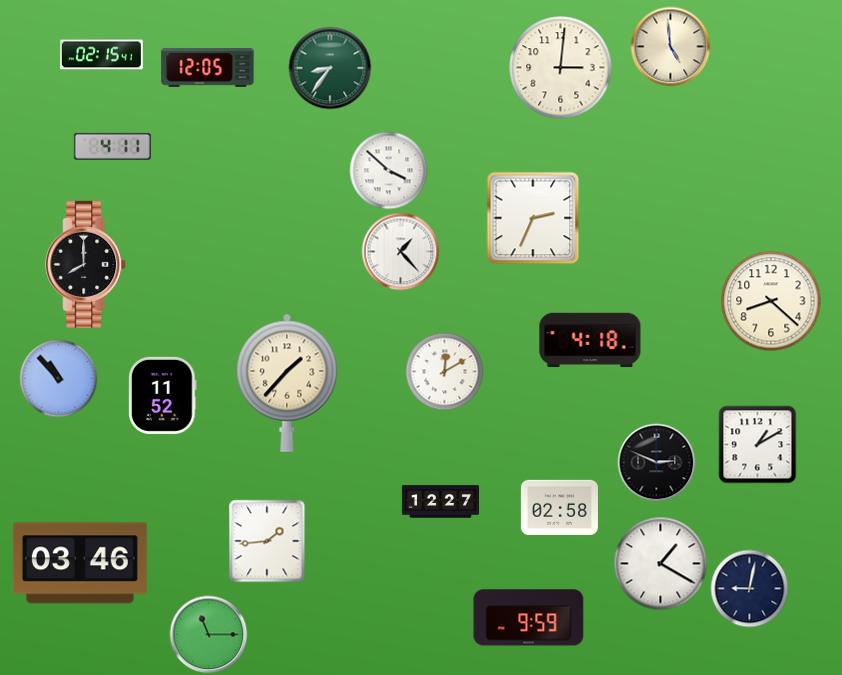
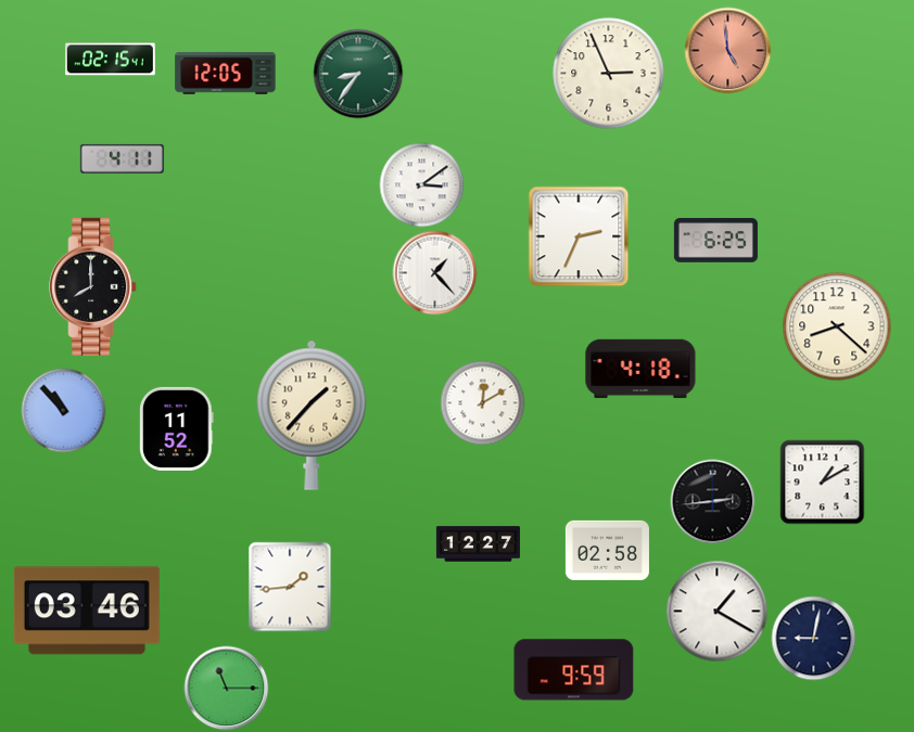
clock at (670, 46) dial: cream -> salmon
clock at (561, 68): 3:01 -> 2:56
clock at (388, 170): 3:52 -> 3:09
clock at (715, 241): none -> 6:25
clock at (656, 462): 2:49 -> 2:44
